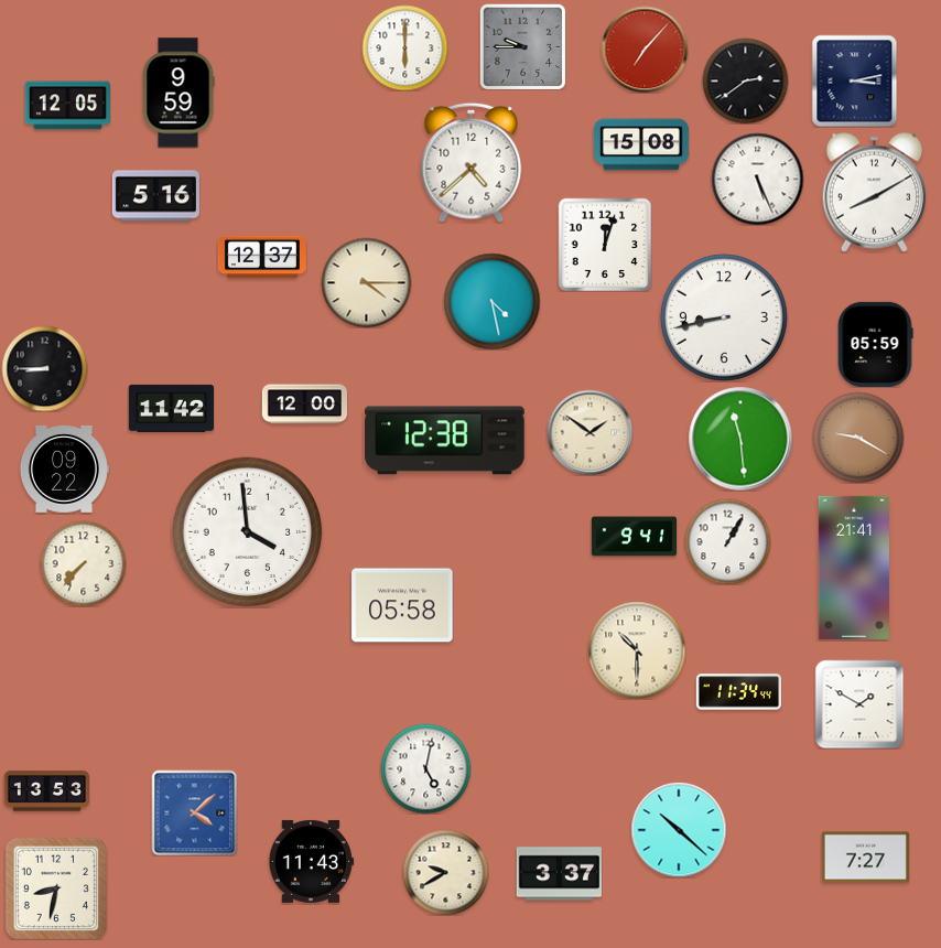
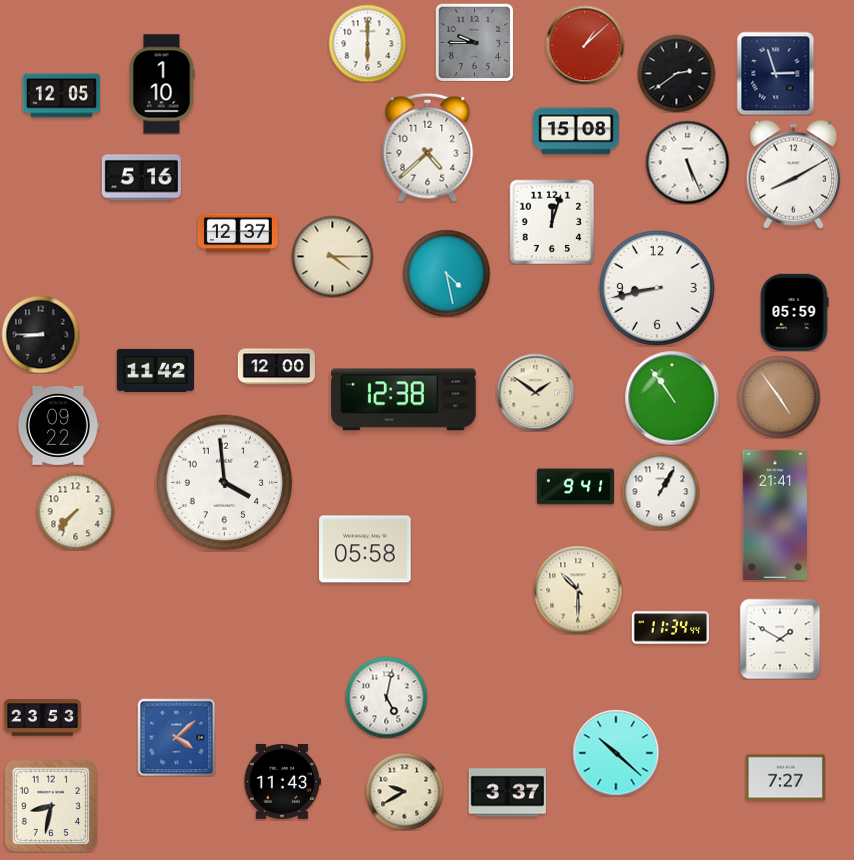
clock at (645, 50): 7:07 -> 1:08
clock at (855, 80): 3:13 -> 2:57
clock at (179, 93): 9:59 -> 1:10
clock at (642, 144) position: (642, 144) -> (577, 131)
clock at (605, 245) position: (605, 245) -> (552, 222)
clock at (858, 438): 9:20 -> 4:54
clock at (740, 439): 11:29 -> 10:54
clock at (46, 791): 13:53 -> 23:53
